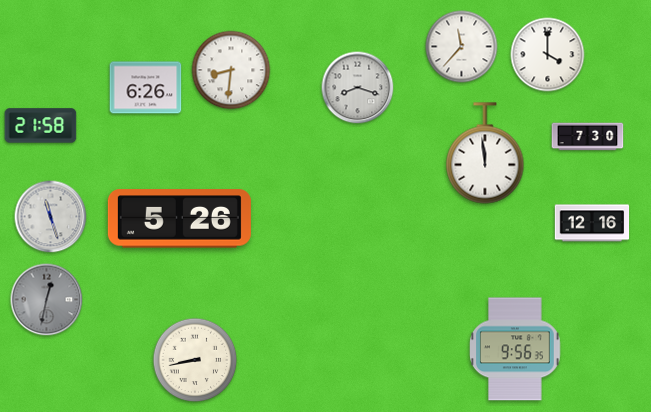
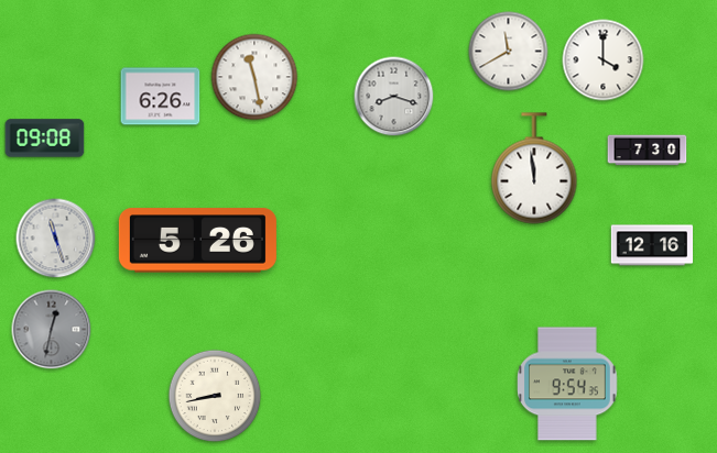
clock at (462, 47): 11:37 -> 11:40
clock at (231, 70): 8:31 -> 11:28
clock at (41, 126): 21:58 -> 09:08
clock at (516, 349): 9:56 -> 9:54
